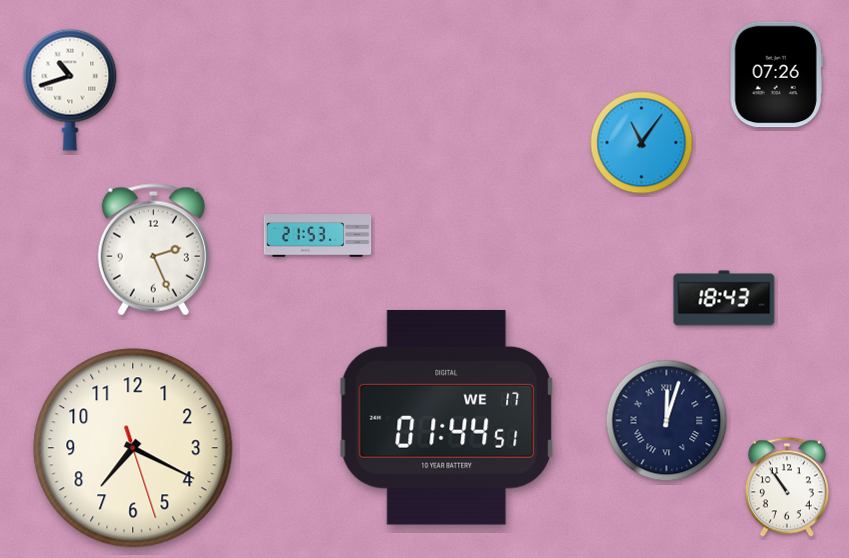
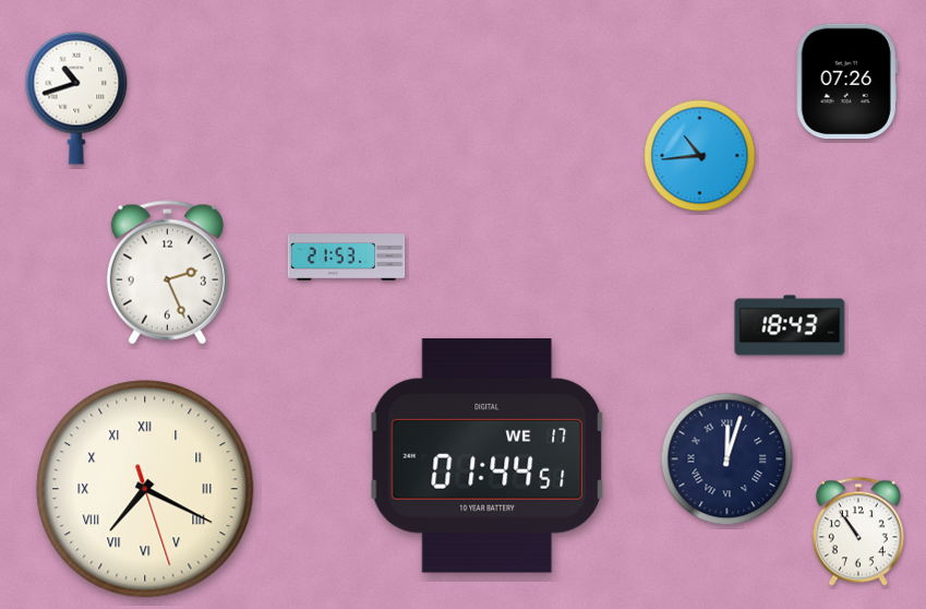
clock at (642, 143): 11:06 -> 10:44
clock at (133, 448) numerals: Arabic -> Roman
